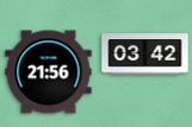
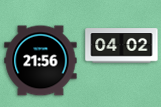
clock at (145, 55): 03:42 -> 04:02
